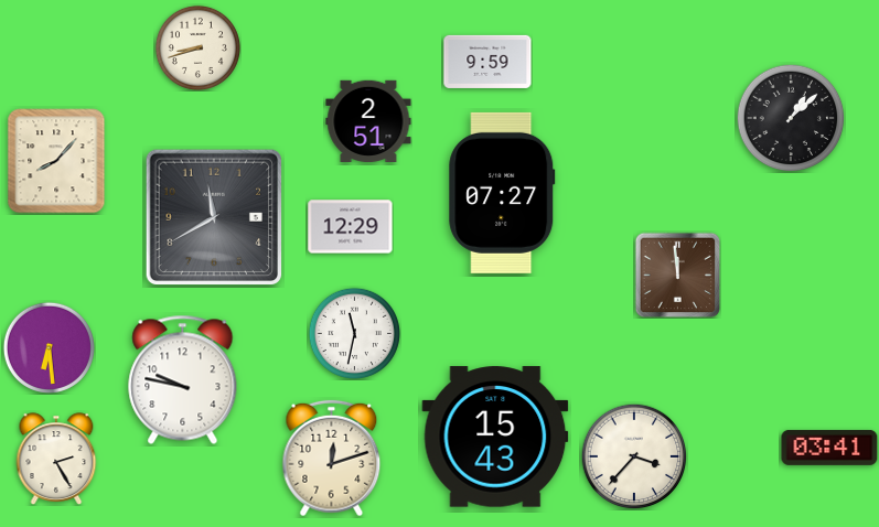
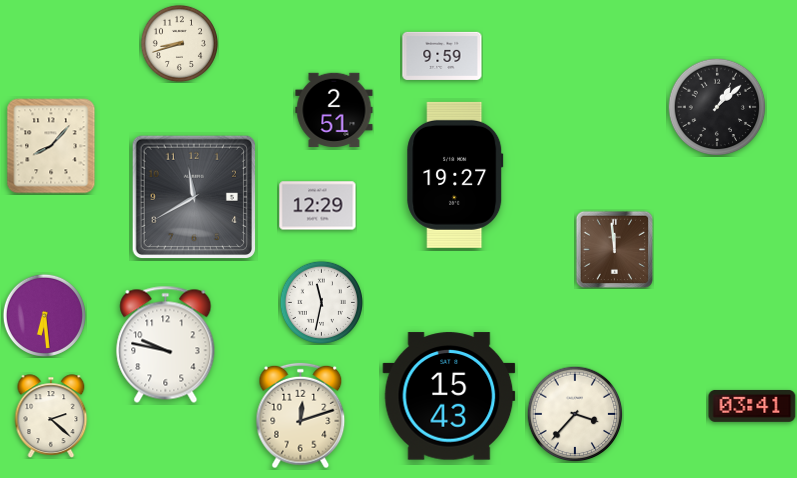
clock at (502, 193): 07:27 -> 19:27
clock at (56, 459): 2:25 -> 2:22
